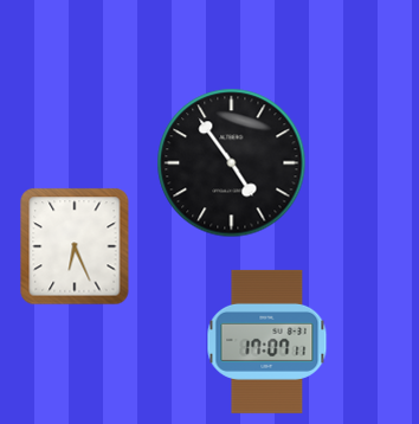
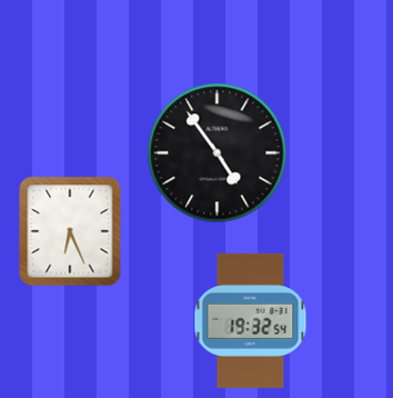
clock at (267, 341): 17:07 -> 19:32
